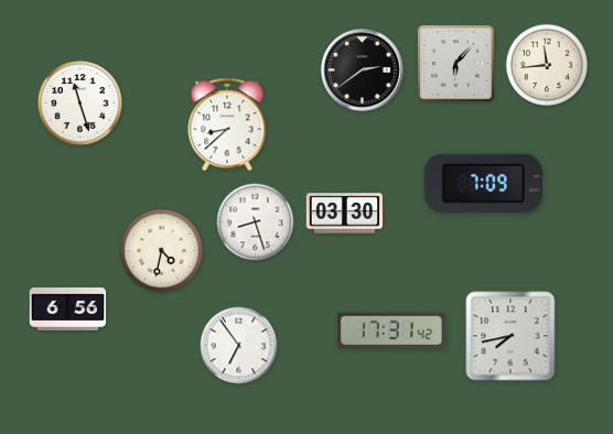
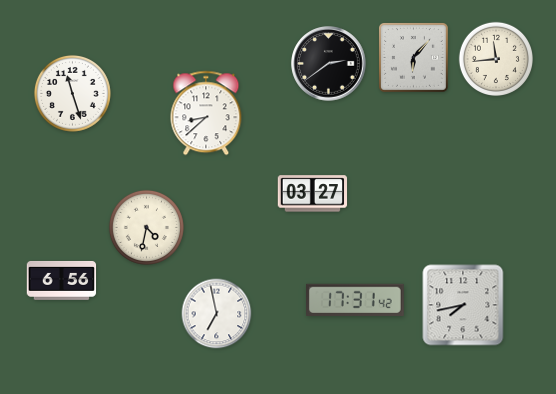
clock at (483, 183): 7:09 -> none
clock at (345, 214): 03:30 -> 03:27
clock at (256, 223): 8:27 -> none
clock at (239, 346): 6:54 -> 6:58
